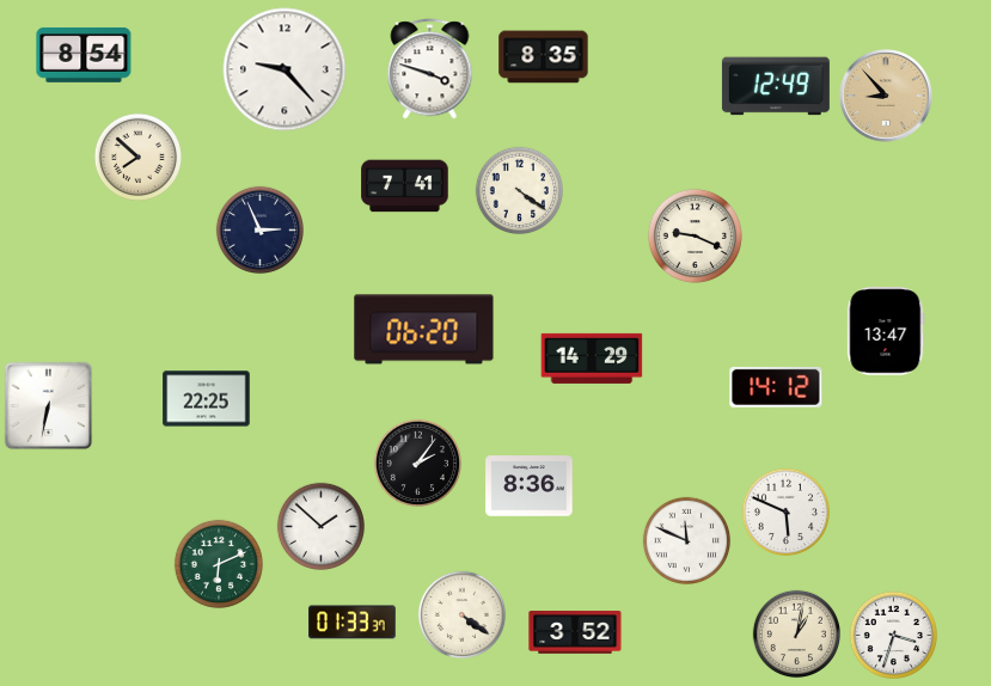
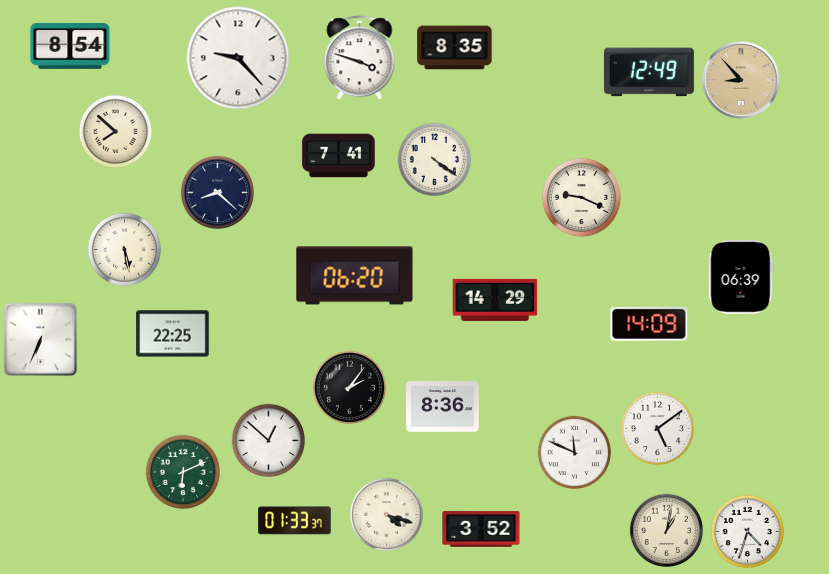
clock at (259, 229): 2:56 -> 8:22
clock at (124, 249): none -> 5:28
clock at (886, 331): 13:47 -> 06:39
clock at (776, 387): 14:12 -> 14:09
clock at (49, 406): 6:32 -> 6:34
clock at (785, 512): 5:49 -> 5:09
clock at (320, 526): 1:52 -> 12:52
clock at (461, 614): 4:21 -> 4:18
clock at (893, 635): 3:33 -> 4:33
